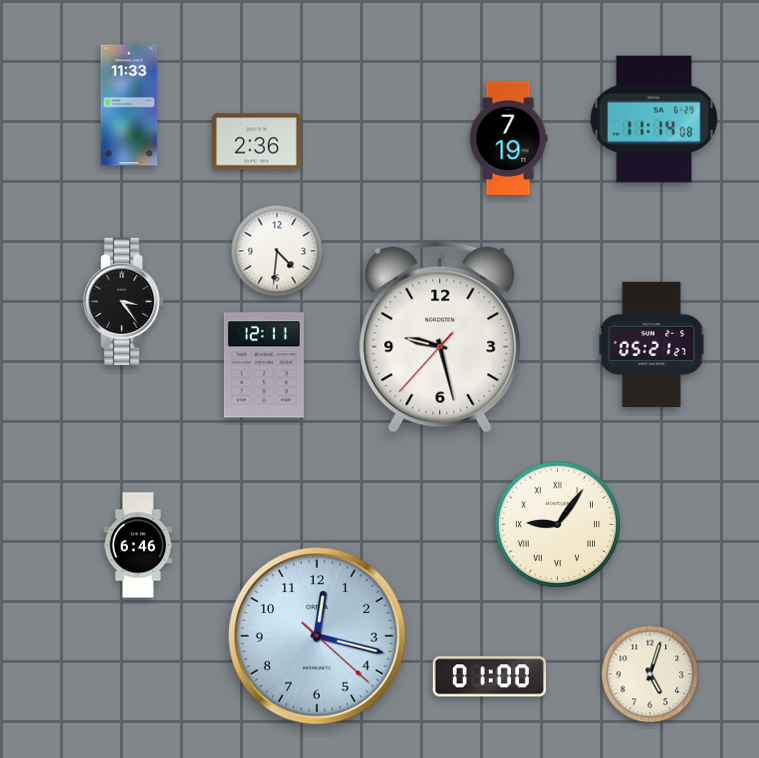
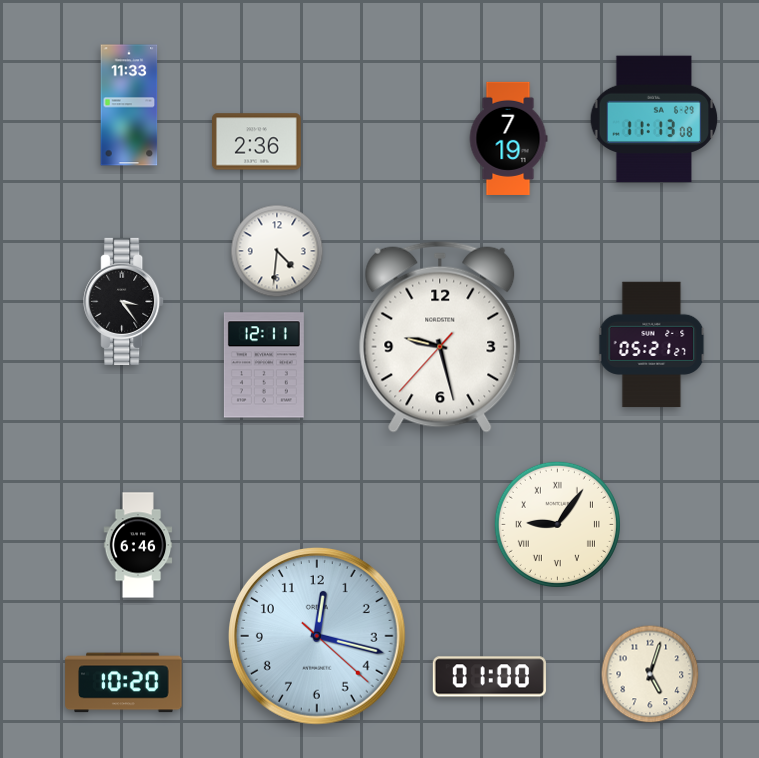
clock at (654, 119): 11:14 -> 11:13
clock at (124, 683): none -> 10:20
